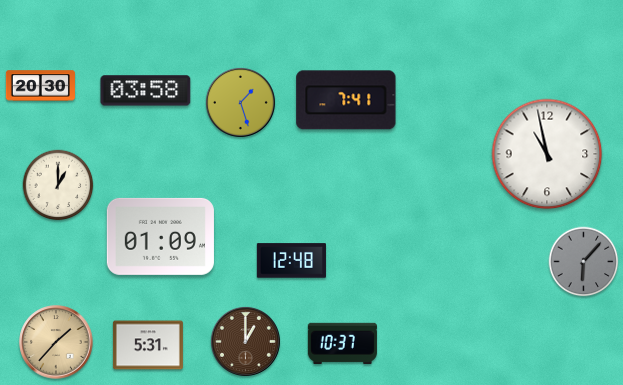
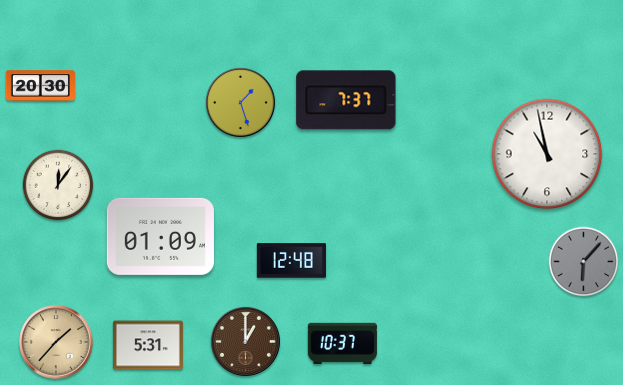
clock at (146, 91): 03:58 -> none
clock at (346, 100): 7:41 -> 7:37
clock at (58, 185): 1:00 -> 12:06
